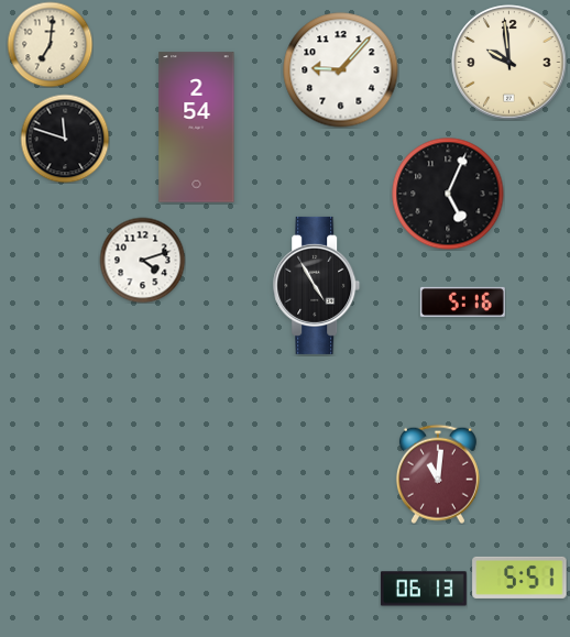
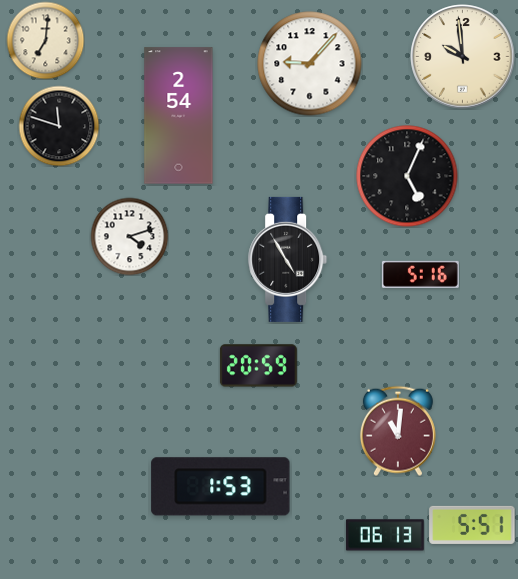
clock at (258, 366): none -> 20:59
clock at (221, 487): none -> 1:53
